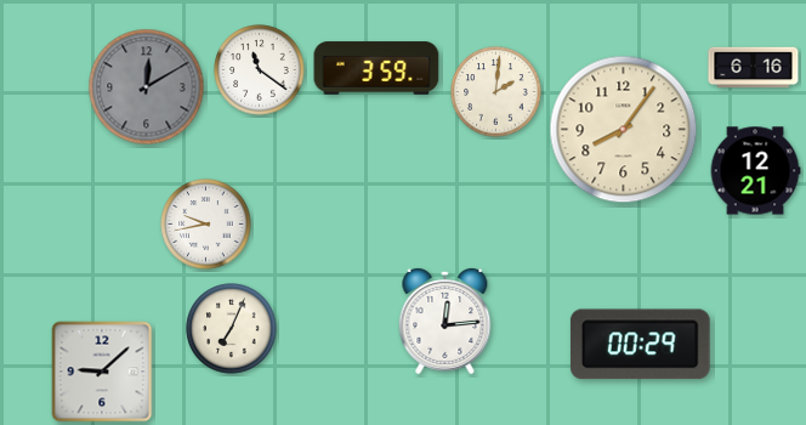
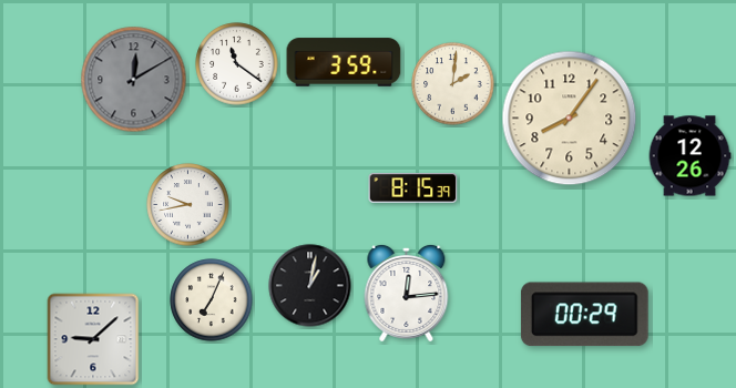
clock at (754, 68): 6:16 -> none
clock at (755, 171): 12:21 -> 12:26
clock at (413, 188): none -> 8:15
clock at (310, 286): none -> 1:02
